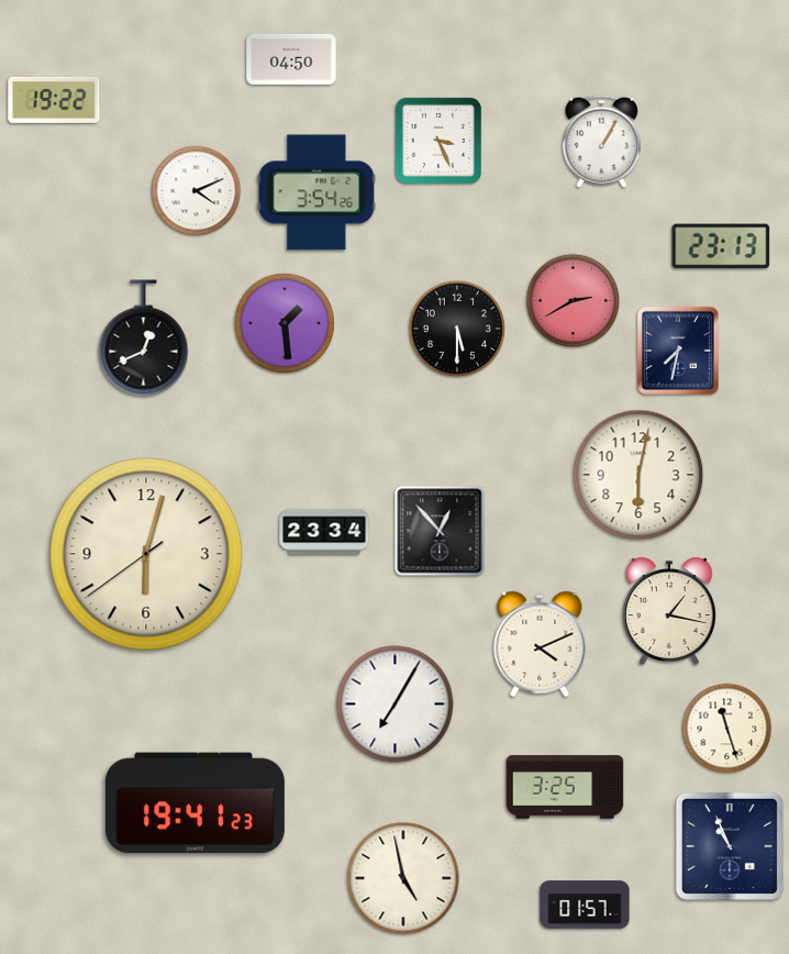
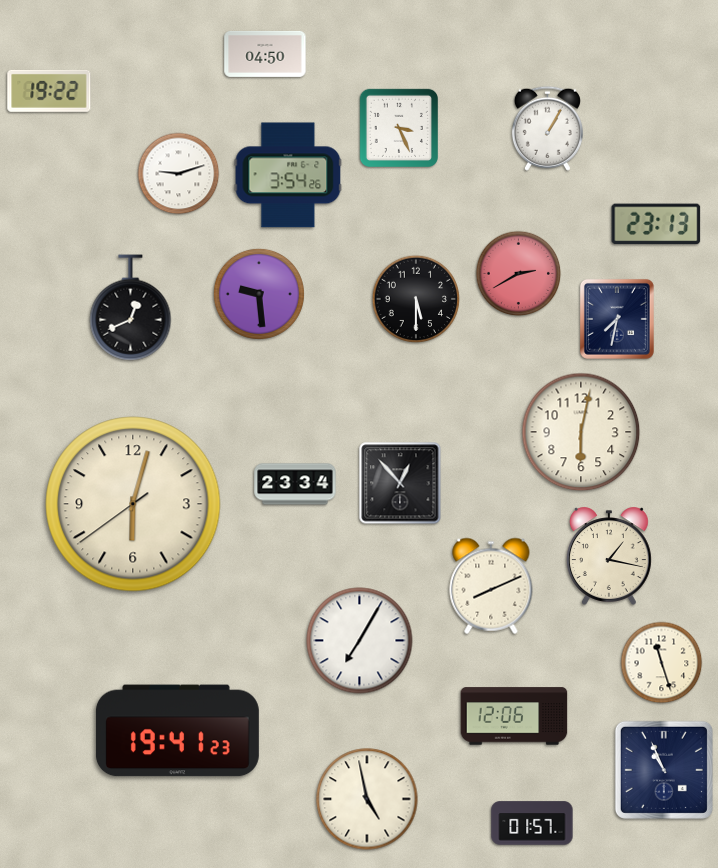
clock at (197, 191): 4:11 -> 9:12
clock at (574, 301) position: (574, 301) -> (519, 274)
clock at (285, 323): 1:29 -> 9:29
clock at (540, 644): 4:11 -> 8:11
clock at (565, 787): 3:25 -> 12:06
